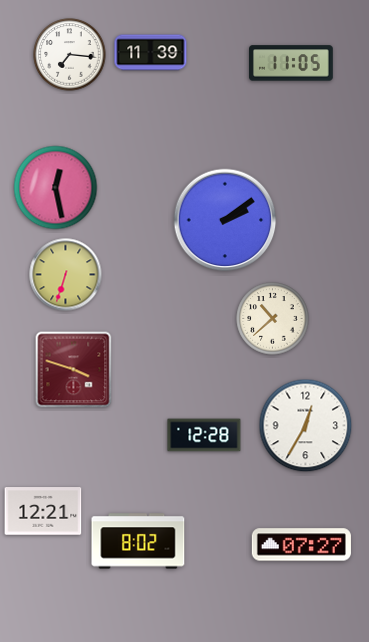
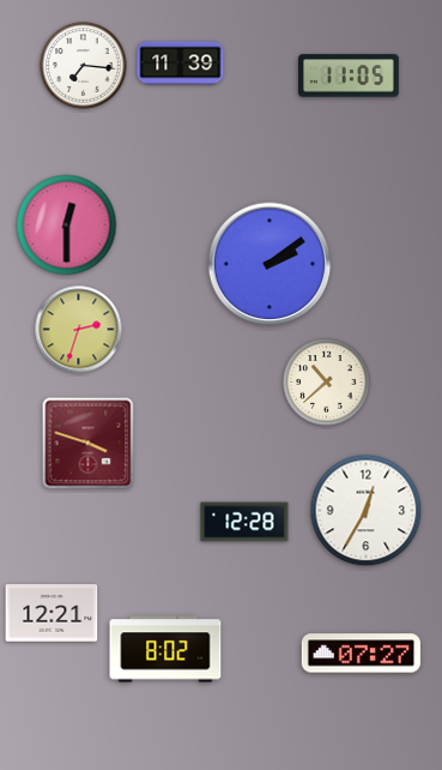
clock at (56, 188): 12:28 -> 12:30
clock at (66, 275): 6:33 -> 2:33
